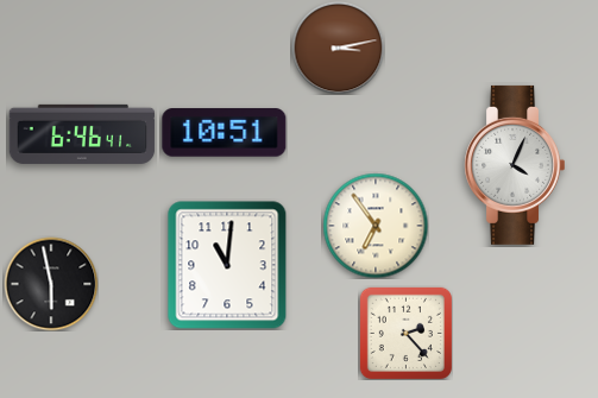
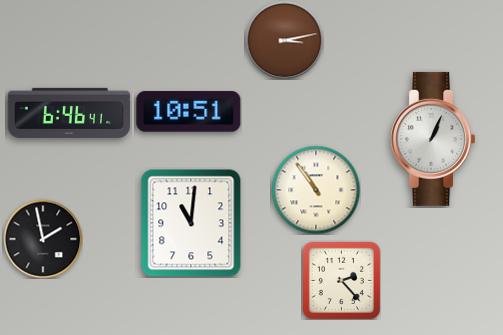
clock at (514, 165): 4:04 -> 1:04
clock at (376, 226): 6:54 -> 10:54
clock at (51, 284): 5:58 -> 1:58
